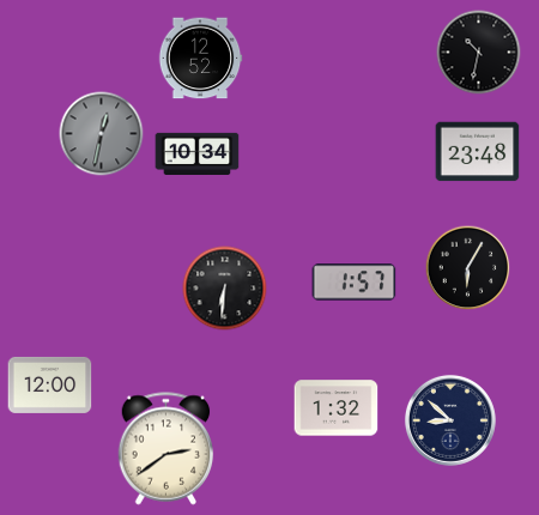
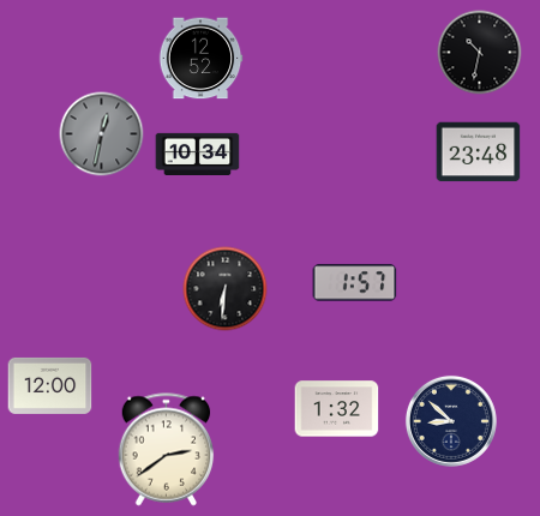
clock at (468, 268): 6:05 -> none
